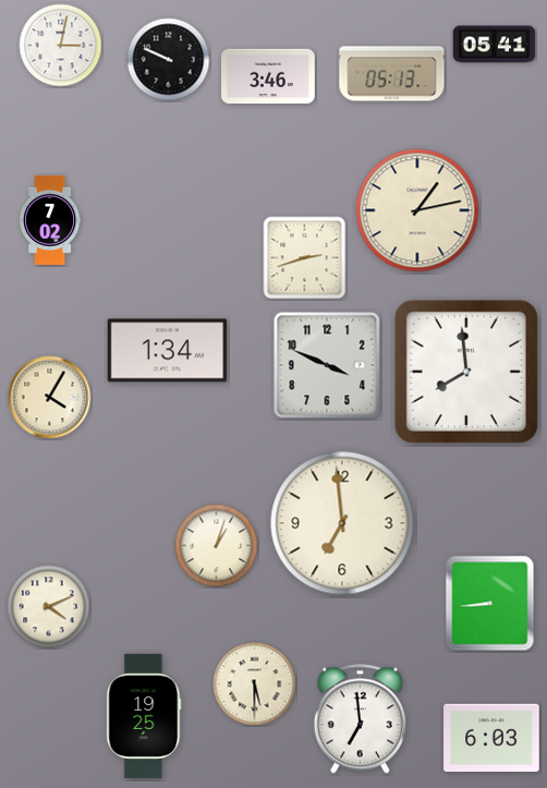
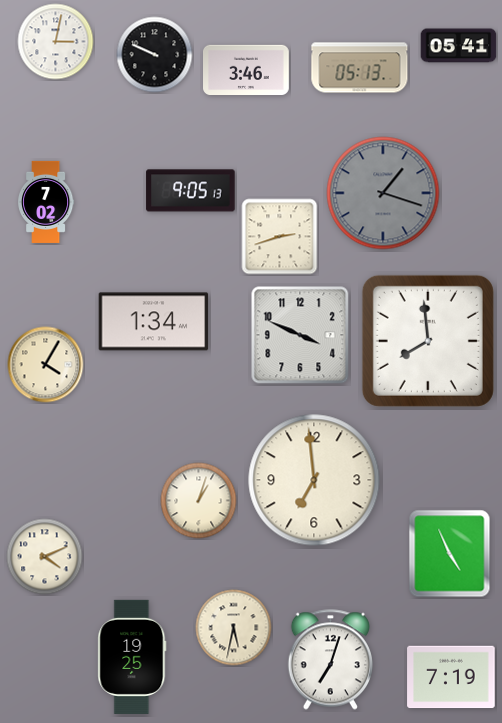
clock at (495, 45) position: (495, 45) -> (459, 46)
clock at (191, 191): none -> 9:05
clock at (417, 210): 1:13 -> 1:18
clock at (417, 210) dial: cream -> grey
clock at (490, 604): 8:44 -> 4:56
clock at (255, 684): 5:30 -> 5:32
clock at (360, 719): 6:59 -> 7:03
clock at (491, 738): 6:03 -> 7:19
